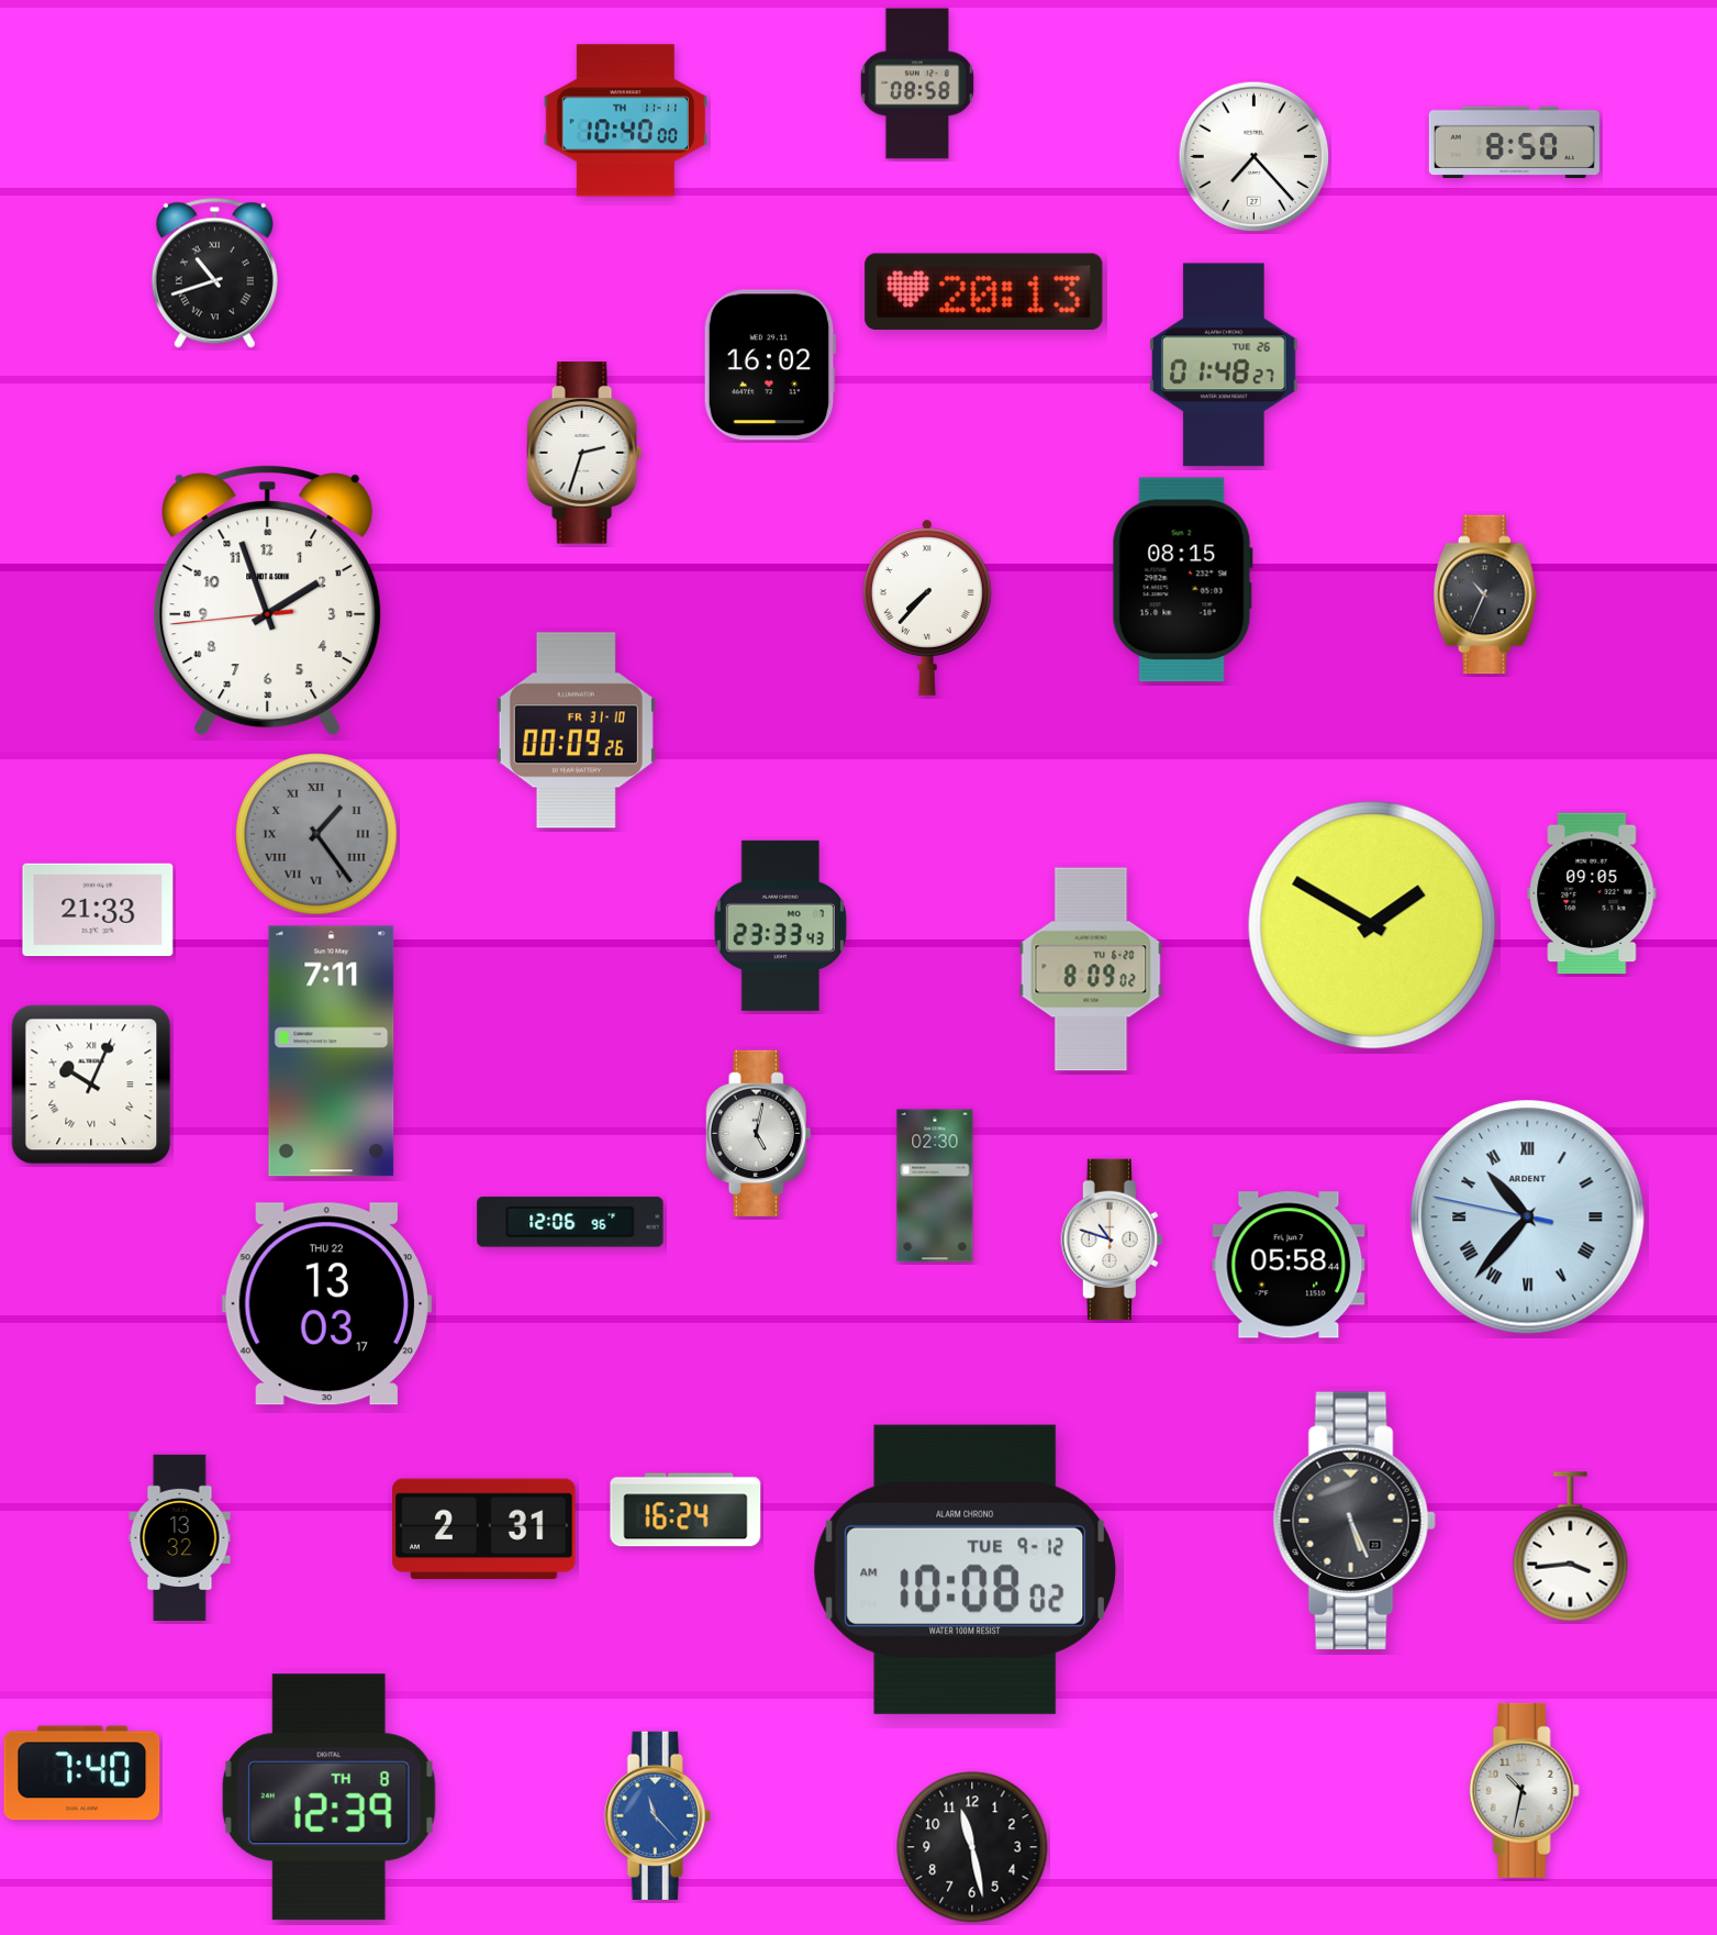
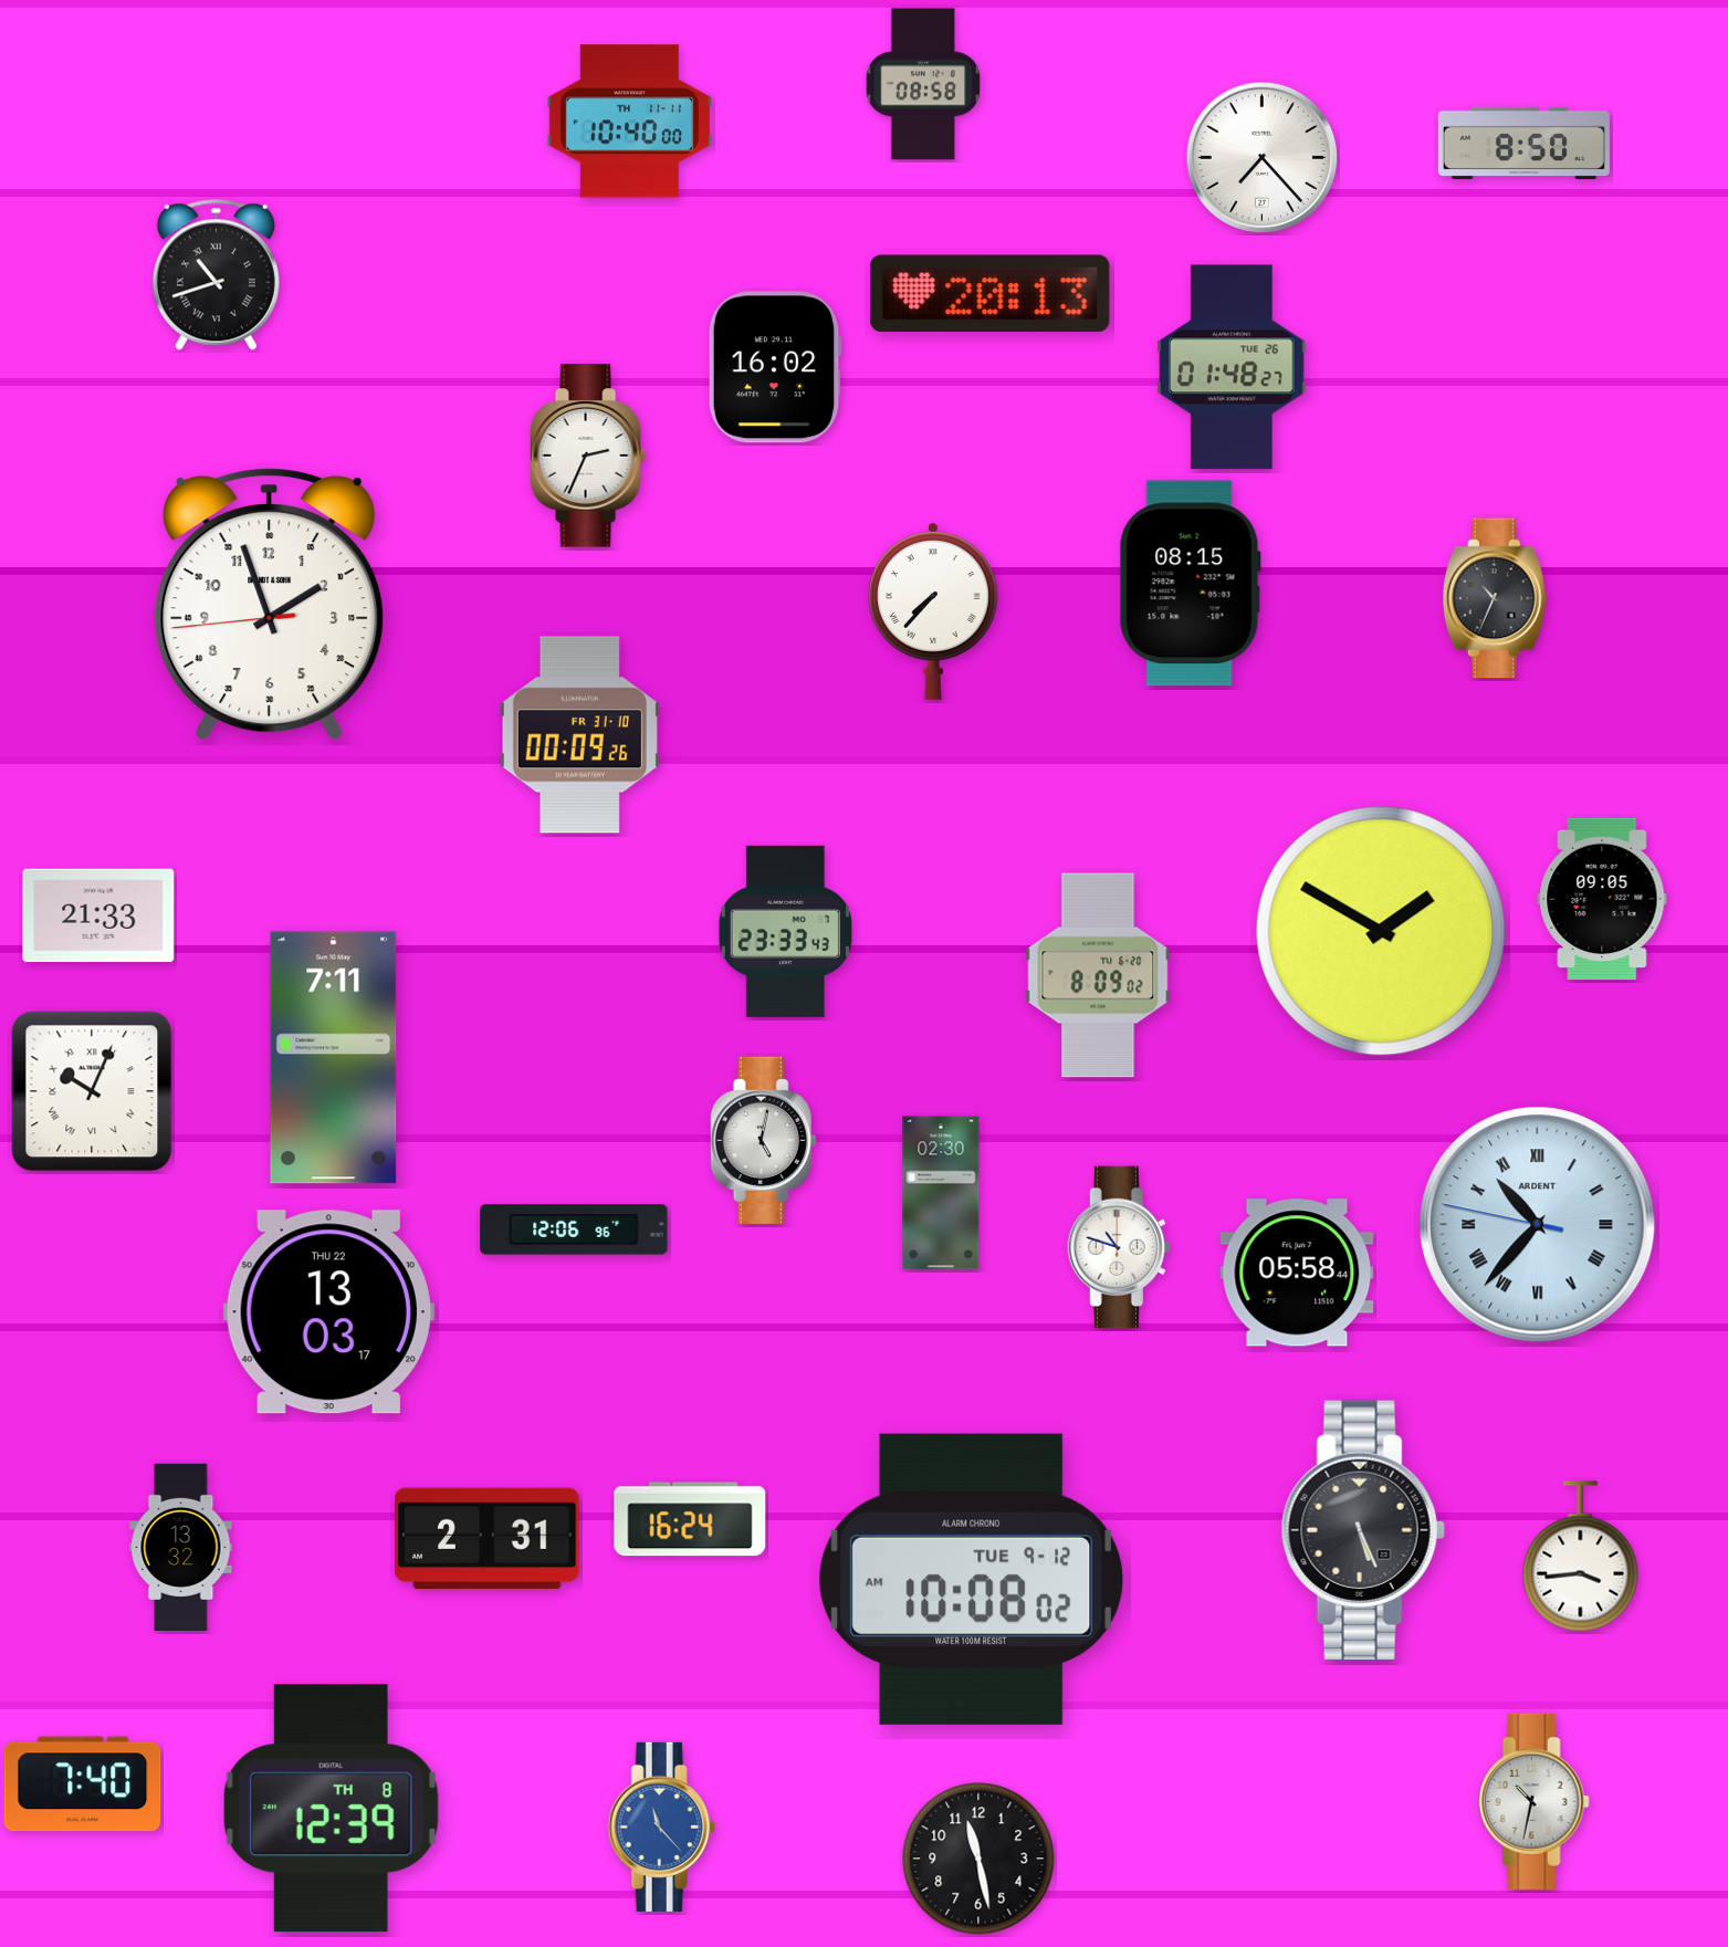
clock at (584, 453): 2:33 -> 2:34
clock at (316, 834): 1:24 -> none
